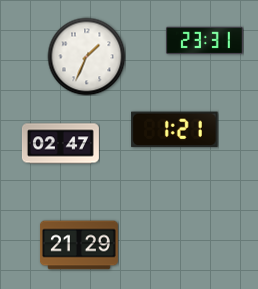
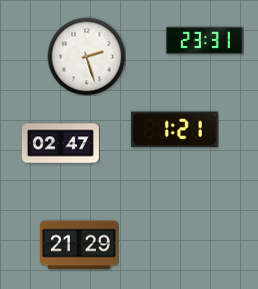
clock at (86, 56): 1:34 -> 2:27
